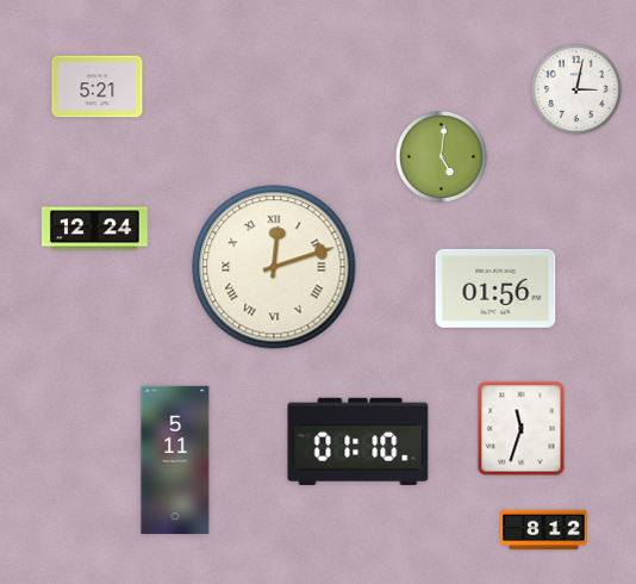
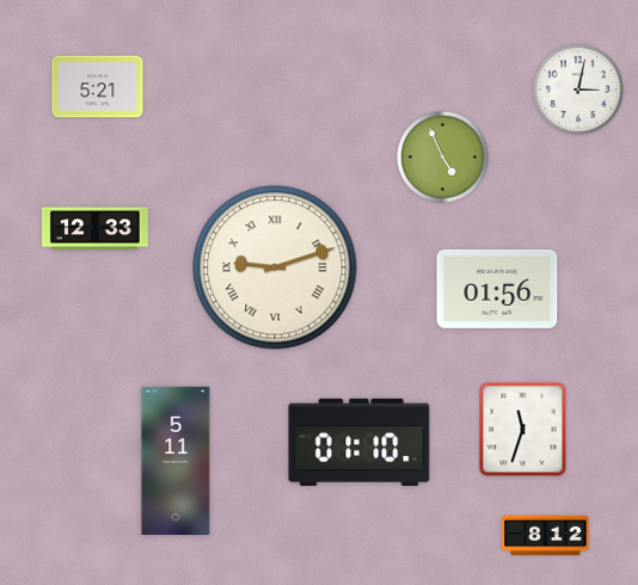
clock at (441, 156): 5:01 -> 4:56
clock at (95, 229): 12:24 -> 12:33
clock at (274, 267): 12:12 -> 9:12
clock at (544, 530) position: (544, 530) -> (546, 536)
